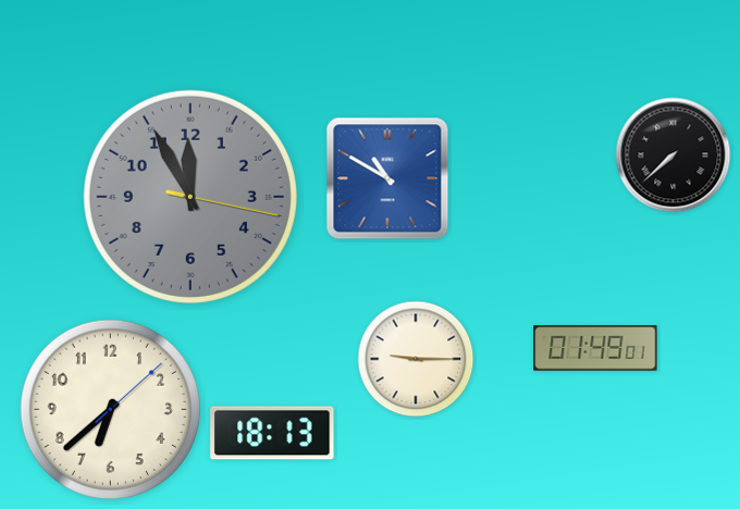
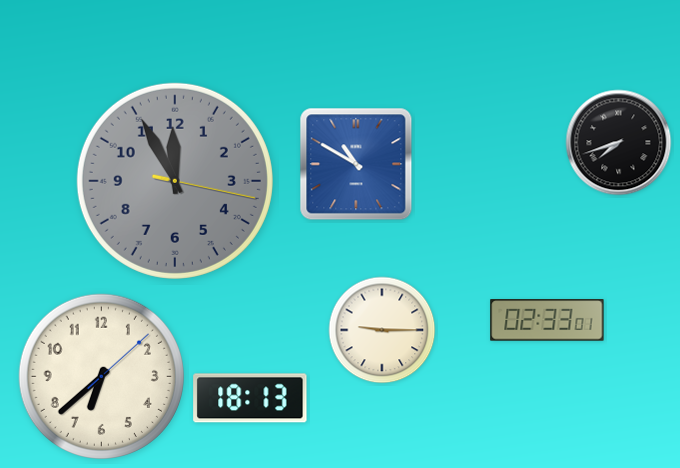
clock at (674, 156): 7:38 -> 7:42
clock at (595, 348): 01:49 -> 02:33
